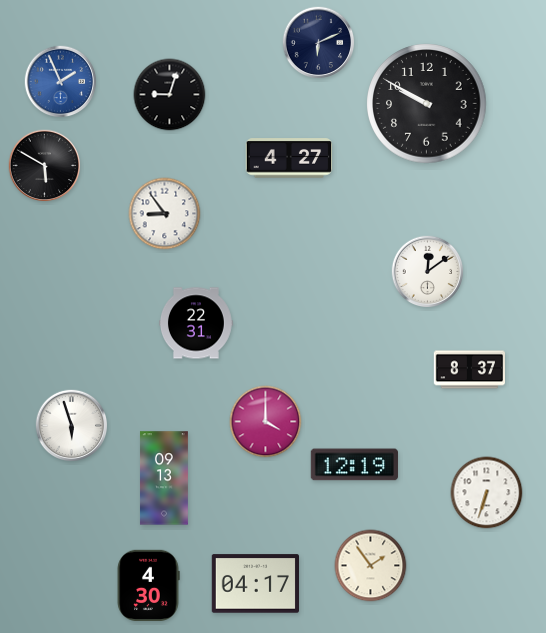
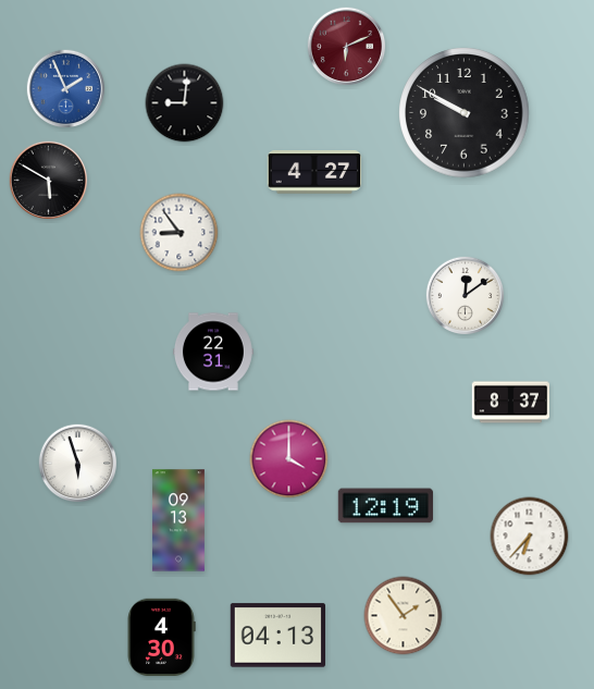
clock at (319, 43) dial: navy -> burgundy
clock at (170, 95): 9:03 -> 9:01
clock at (487, 493): 6:33 -> 6:37
clock at (255, 584): 04:17 -> 04:13
